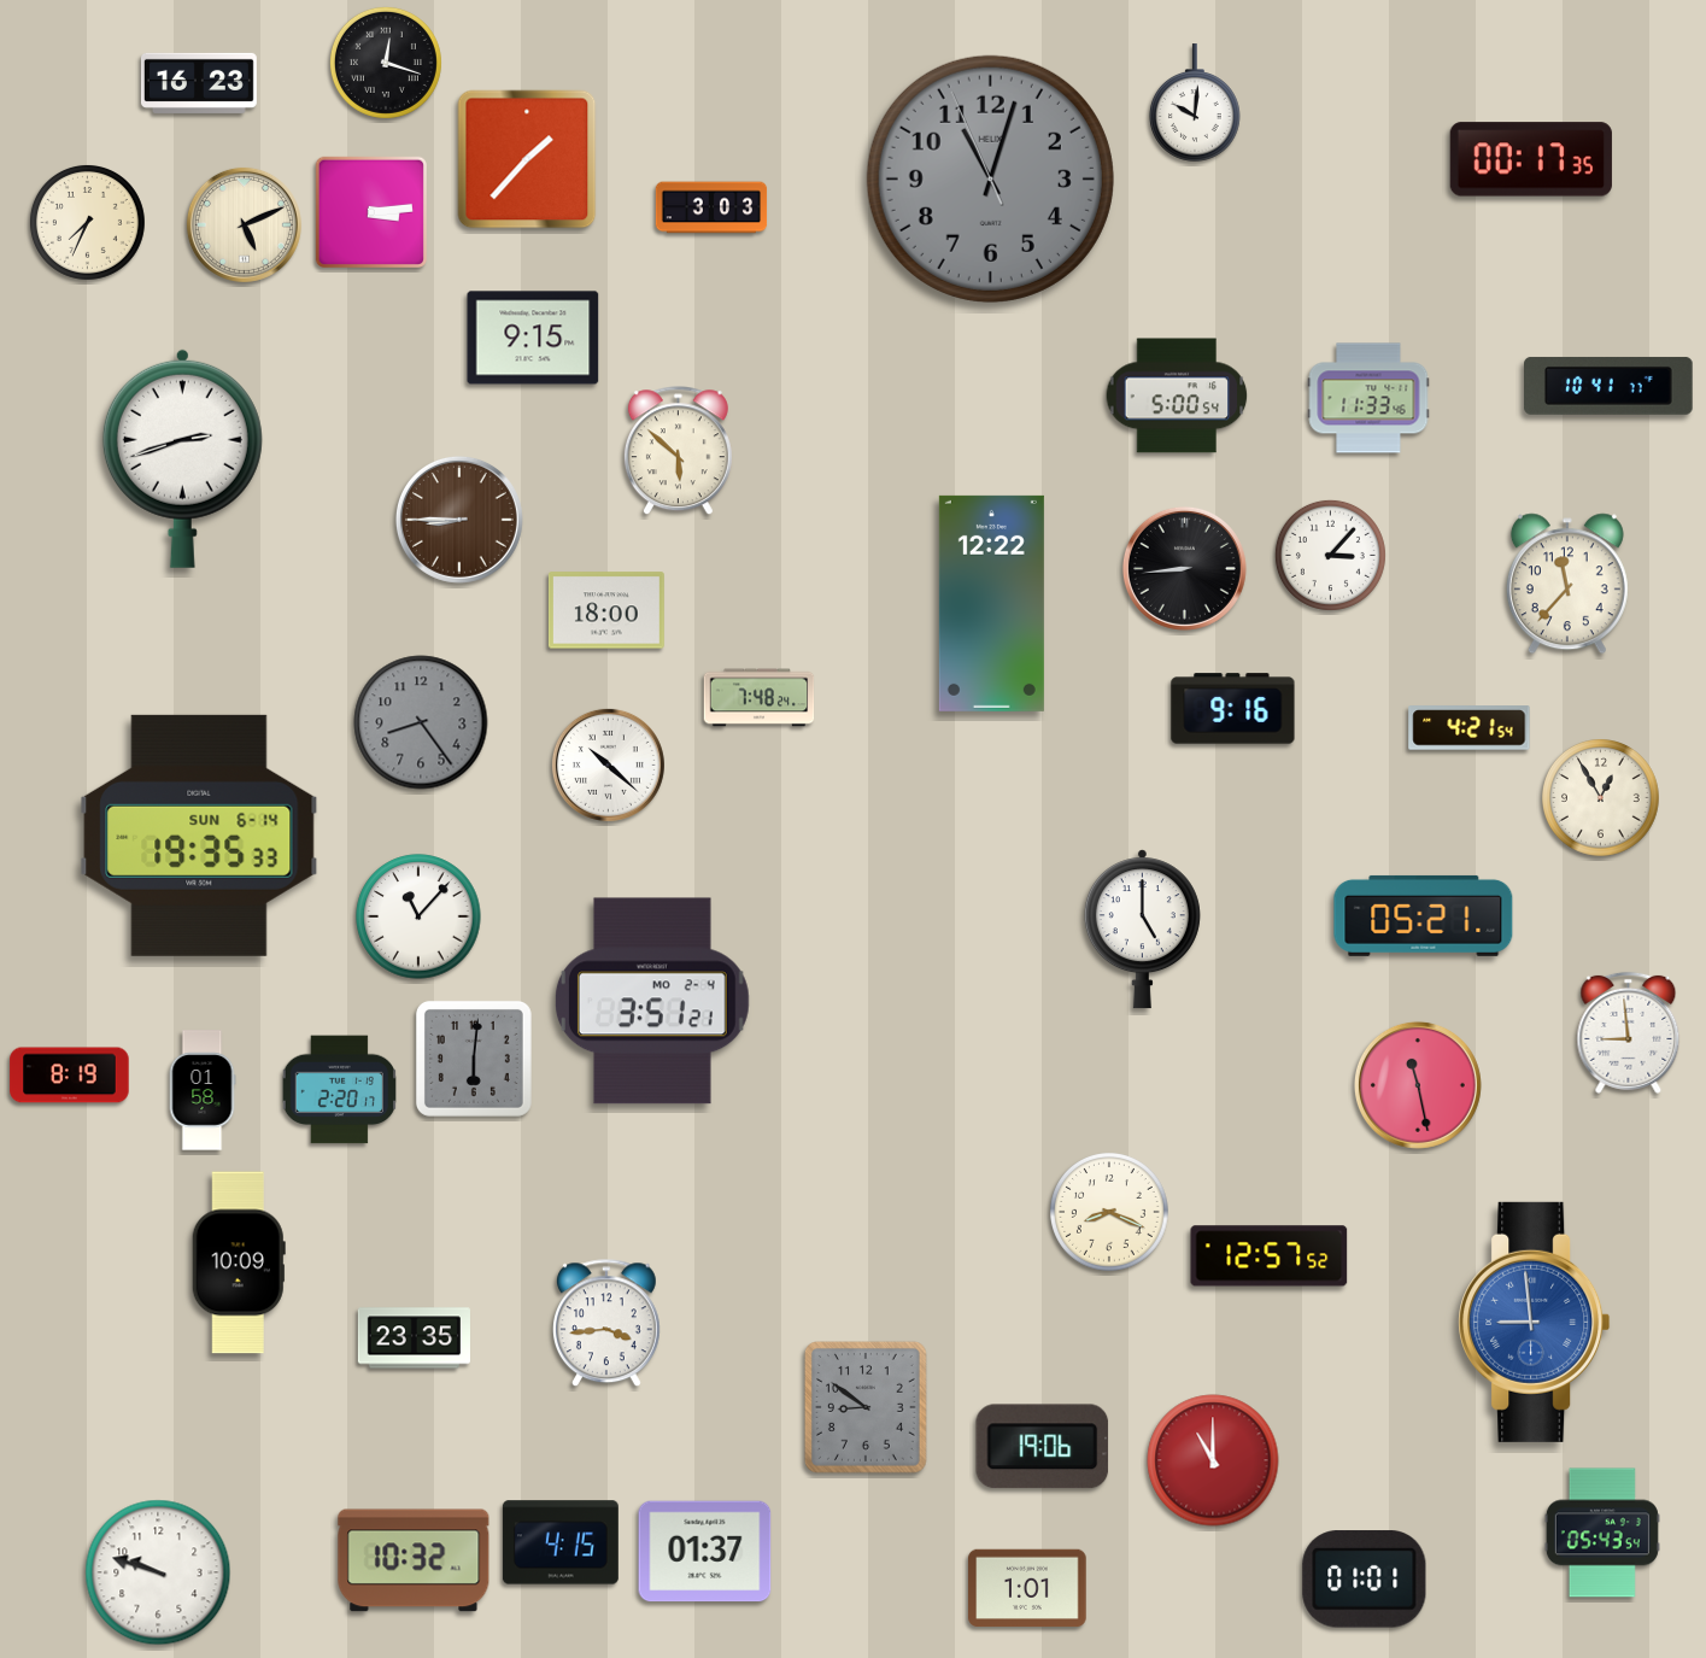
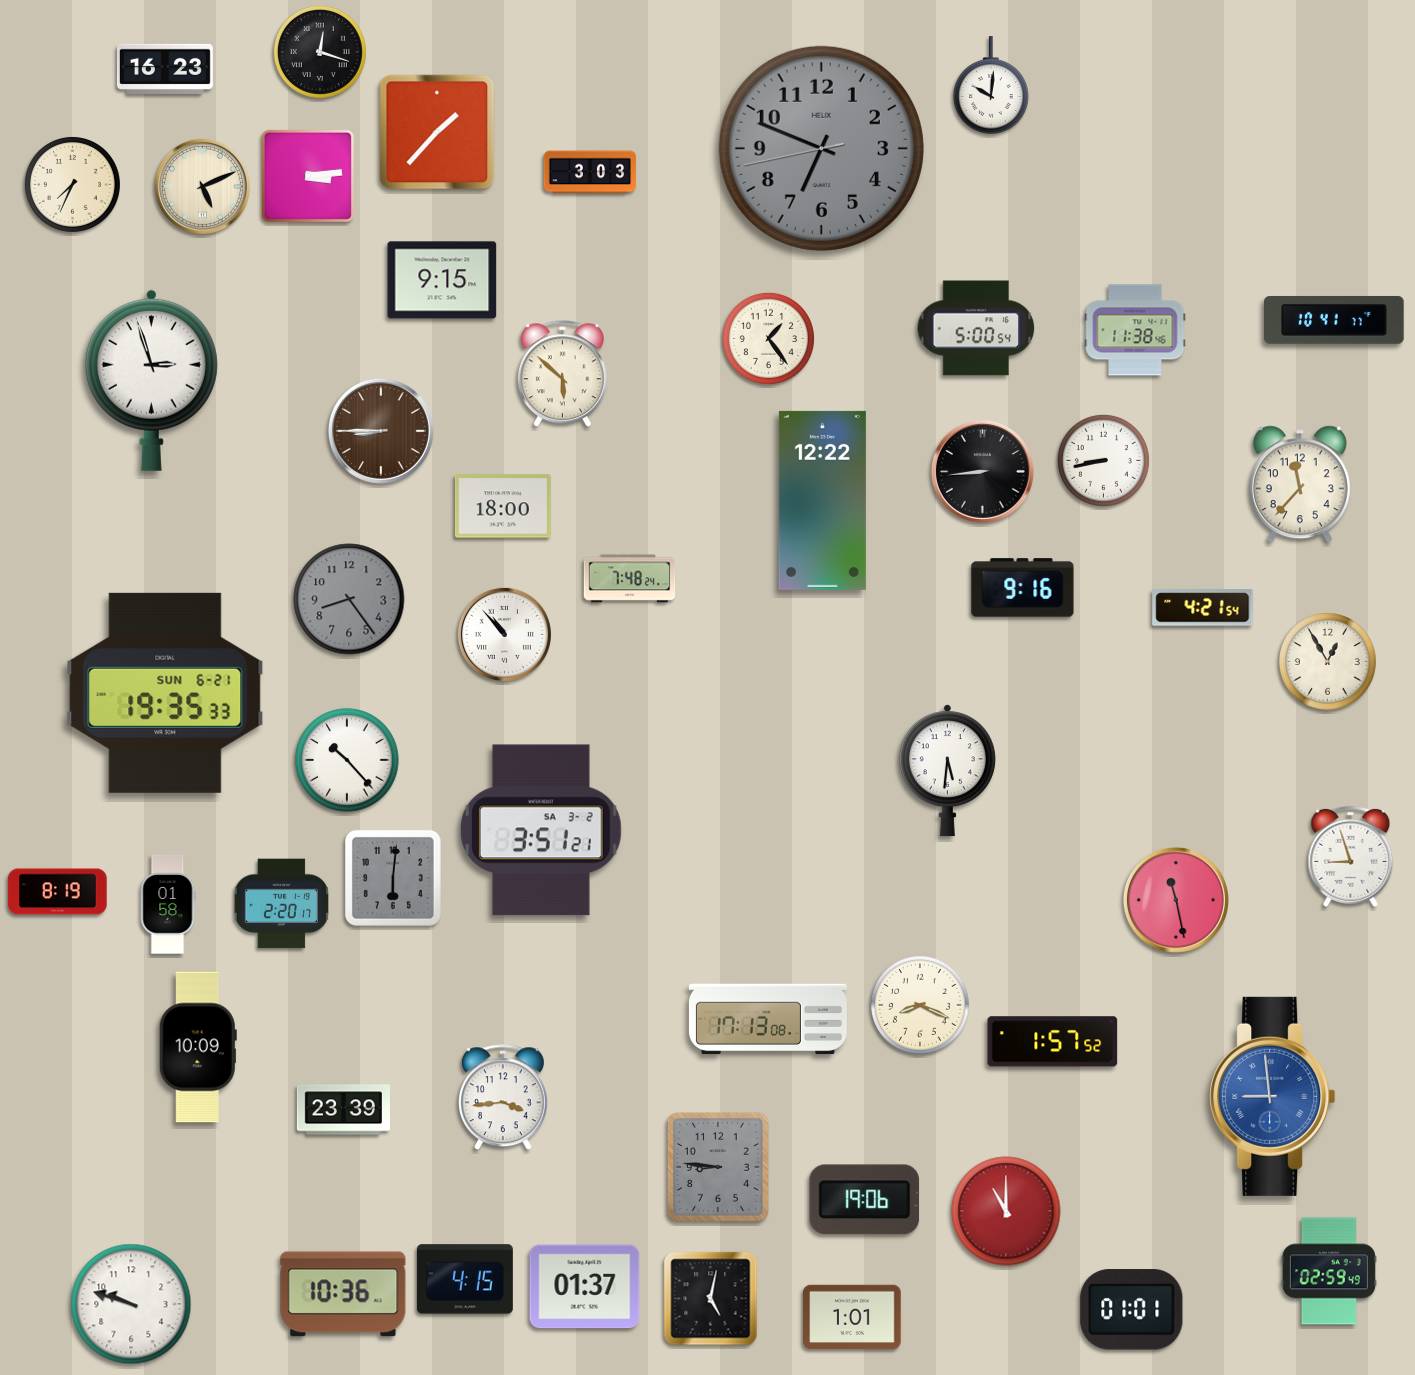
clock at (1531, 159): 00:17 -> none
clock at (990, 178): 11:02 -> 6:48
clock at (1368, 398): 11:33 -> 11:38
clock at (768, 338): none -> 1:24
clock at (182, 458): 2:42 -> 2:57
clock at (1330, 555): 3:07 -> 8:43
clock at (1470, 728) position: (1470, 728) -> (1203, 608)
clock at (608, 764): 10:22 -> 10:53
clock at (199, 836) date: SUN 6-14 -> SUN 6-21
clock at (1424, 915): 05:21 -> none
clock at (418, 916): 11:07 -> 10:23
clock at (1142, 930): 5:00 -> 5:31
clock at (652, 1001) date: MO 2-4 -> SA 3-2
clock at (1629, 1032): 8:59 -> 8:57
clock at (768, 1019): none -> 17:13
clock at (1270, 1256): 12:57 -> 1:57
clock at (414, 1338): 23:35 -> 23:39
clock at (866, 1408): 8:51 -> 8:46
clock at (1602, 1533): 05:43 -> 02:59
clock at (414, 1560): 10:32 -> 10:36
clock at (711, 1299): none -> 5:02
